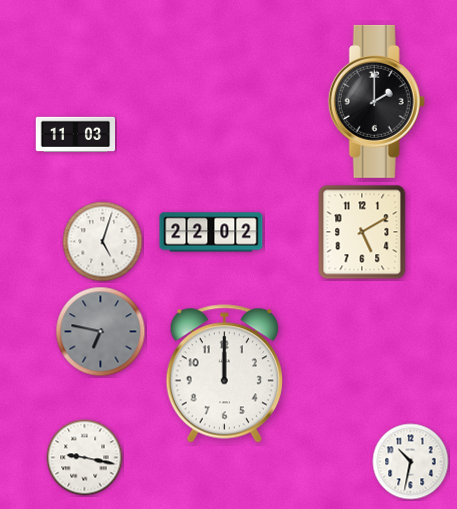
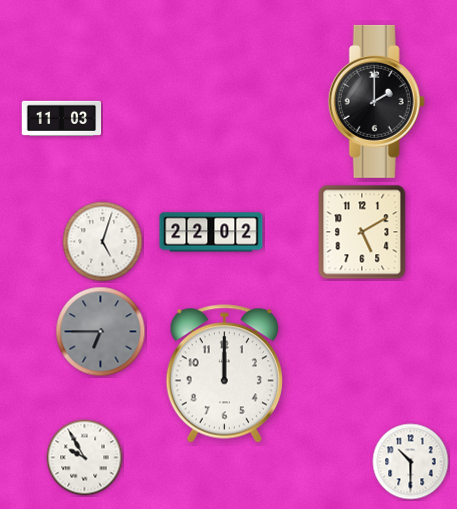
clock at (76, 134) position: (76, 134) -> (62, 118)
clock at (101, 332): 6:47 -> 6:45
clock at (85, 458): 9:17 -> 9:55
clock at (411, 462): 10:32 -> 10:30
